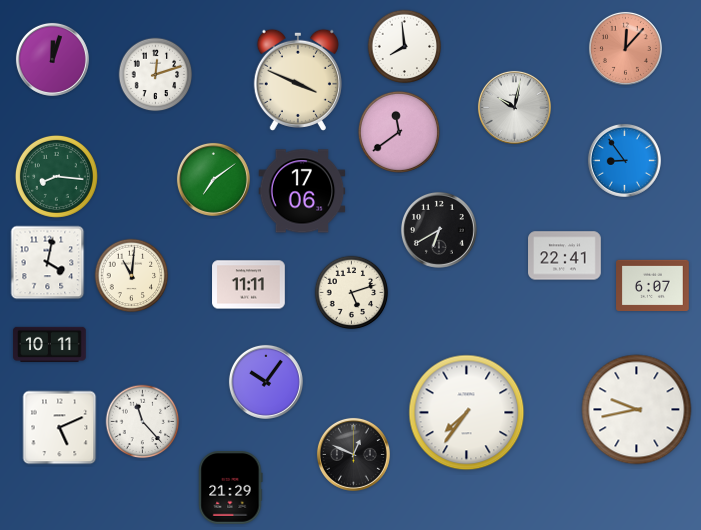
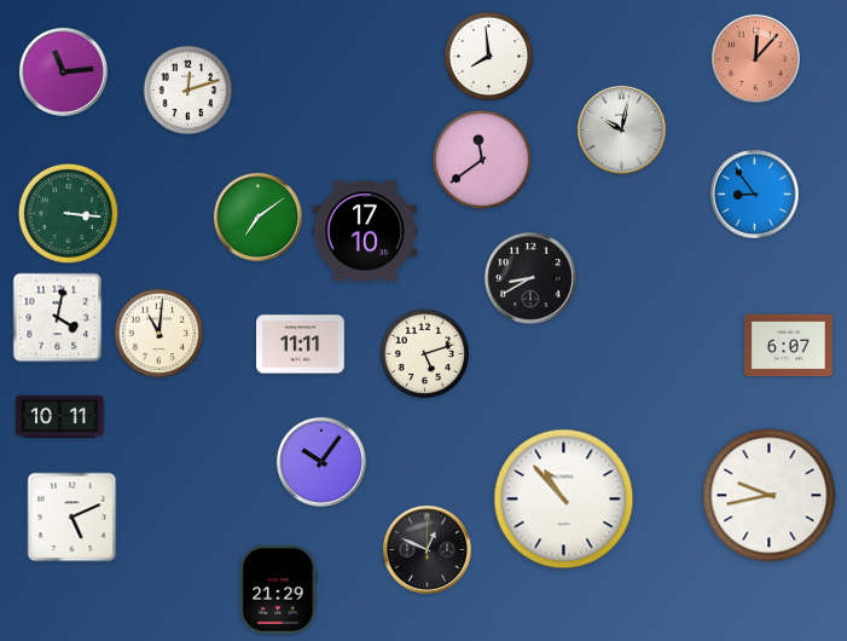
clock at (52, 59): 12:03 -> 11:14
clock at (298, 80): 3:49 -> none
clock at (56, 176): 8:16 -> 3:16
clock at (302, 191): 17:06 -> 17:10
clock at (439, 230): 6:40 -> 8:40
clock at (565, 256): 22:41 -> none
clock at (467, 413): 7:36 -> 10:53
clock at (143, 422): 11:23 -> none
